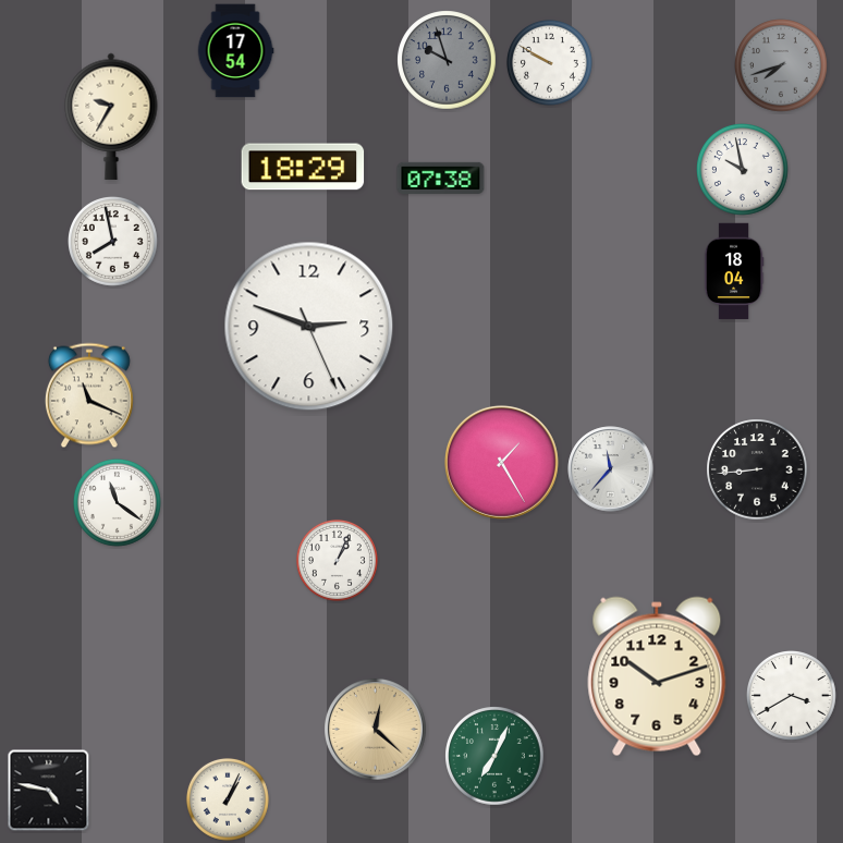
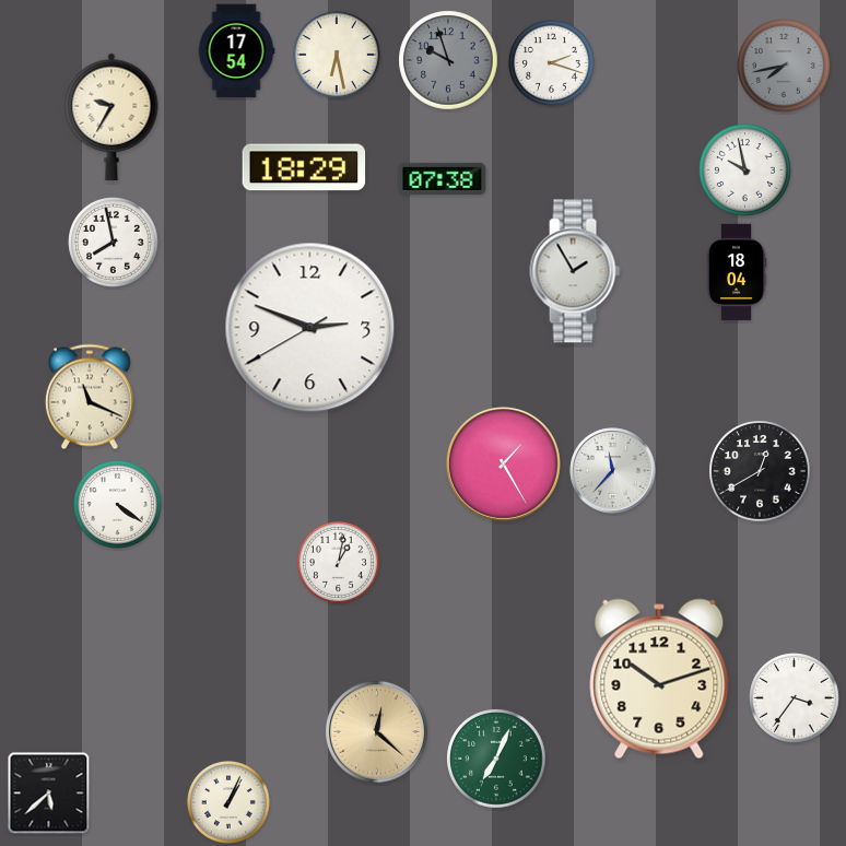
clock at (337, 55): none -> 6:28
clock at (549, 62): 9:50 -> 2:18
clock at (782, 66): 7:42 -> 7:43
clock at (575, 271): none -> 1:55
clock at (309, 327): 2:48:26 -> 2:48:40
clock at (757, 469): 8:44 -> 12:40
clock at (118, 503): 11:21 -> 4:21
clock at (337, 560): 1:04 -> 1:02
clock at (792, 696): 3:40 -> 3:36
clock at (49, 791): 4:47 -> 5:38
